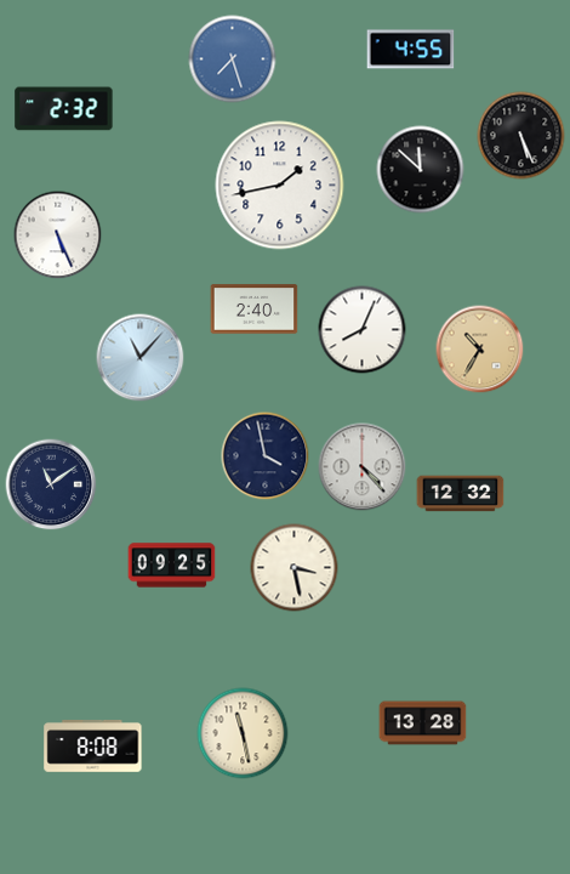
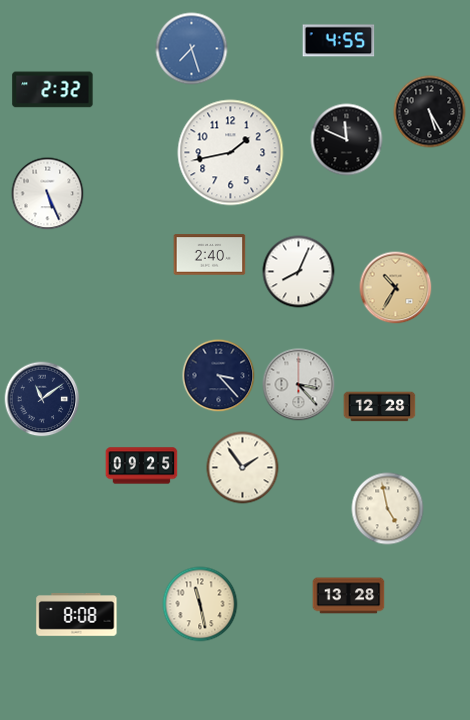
clock at (521, 136): 5:26 -> 5:25
clock at (421, 170): 11:52 -> 11:49
clock at (141, 358): 11:07 -> none
clock at (266, 456): 3:58 -> 3:23
clock at (363, 467): 4:23 -> 3:23
clock at (461, 494): 12:32 -> 12:28
clock at (295, 568): 3:28 -> 1:54
clock at (388, 509): none -> 4:58
